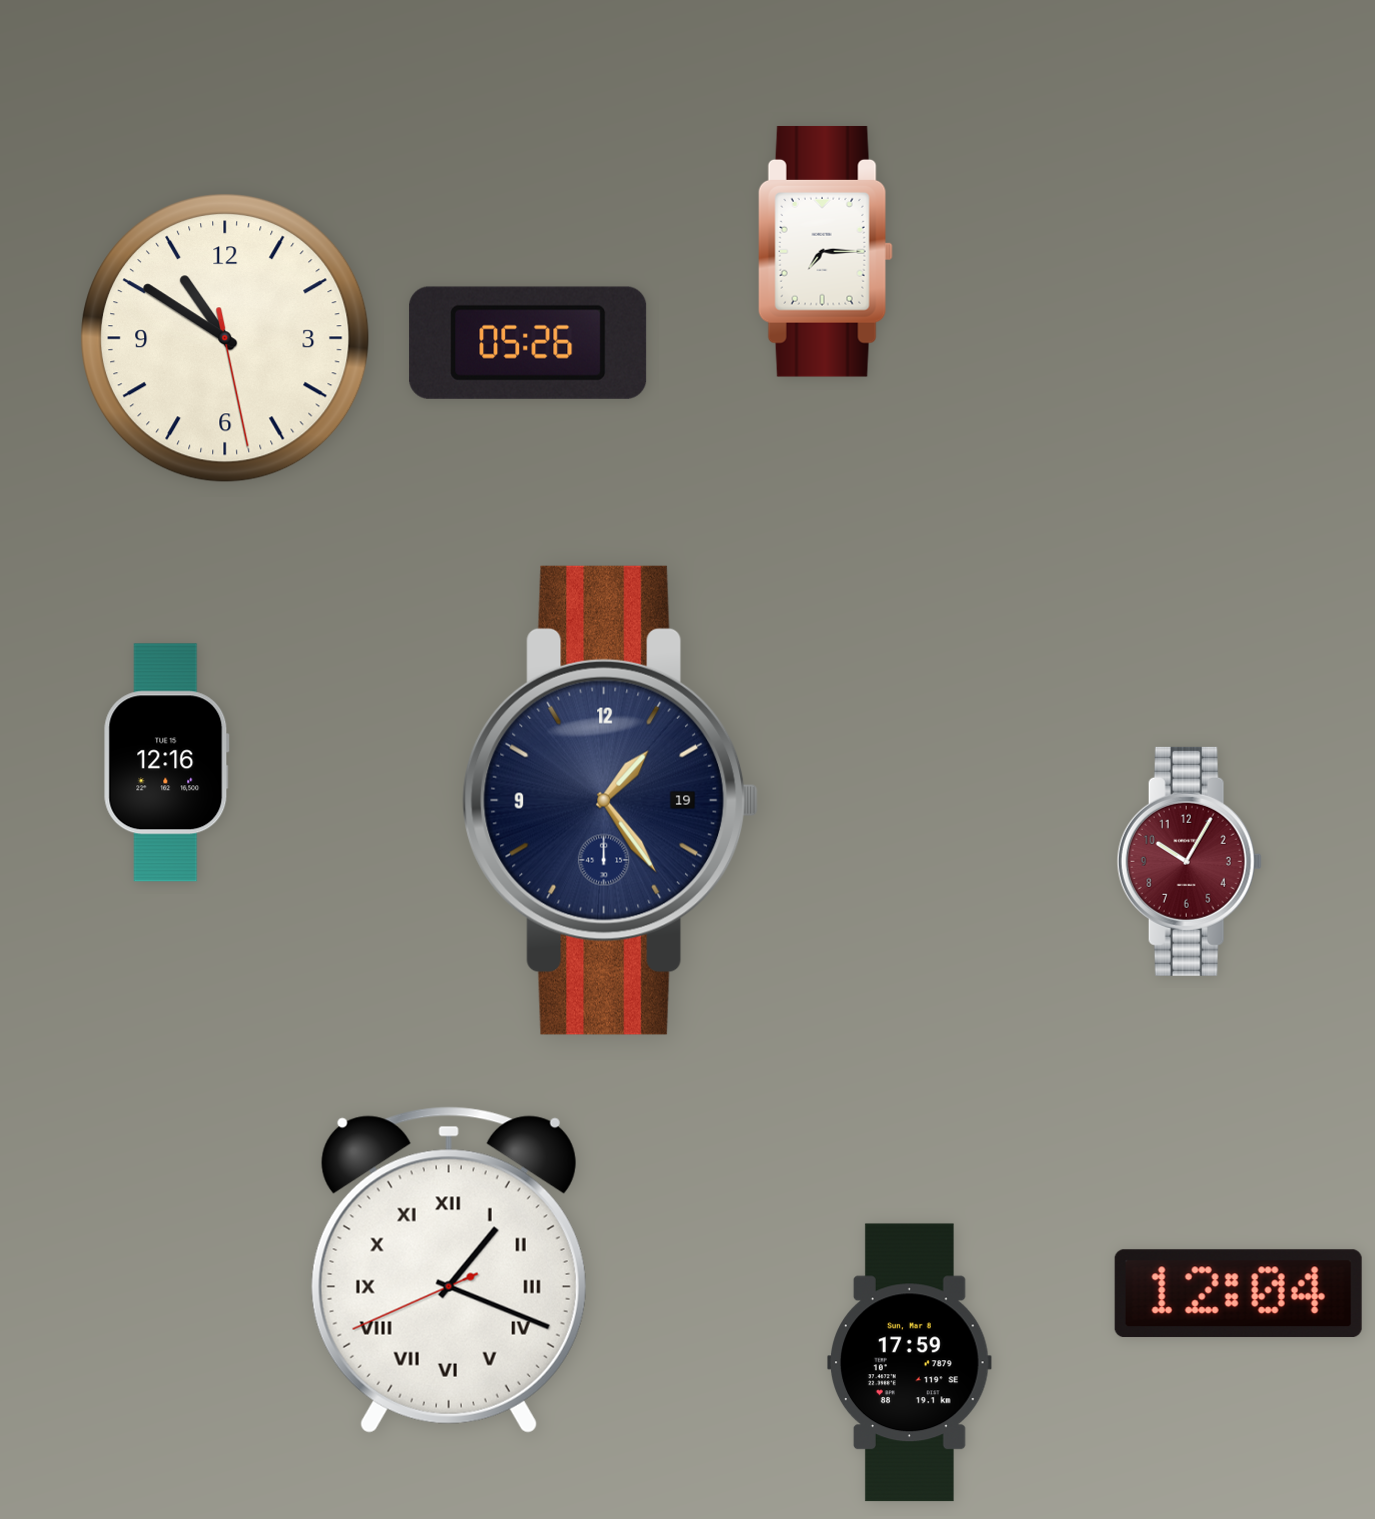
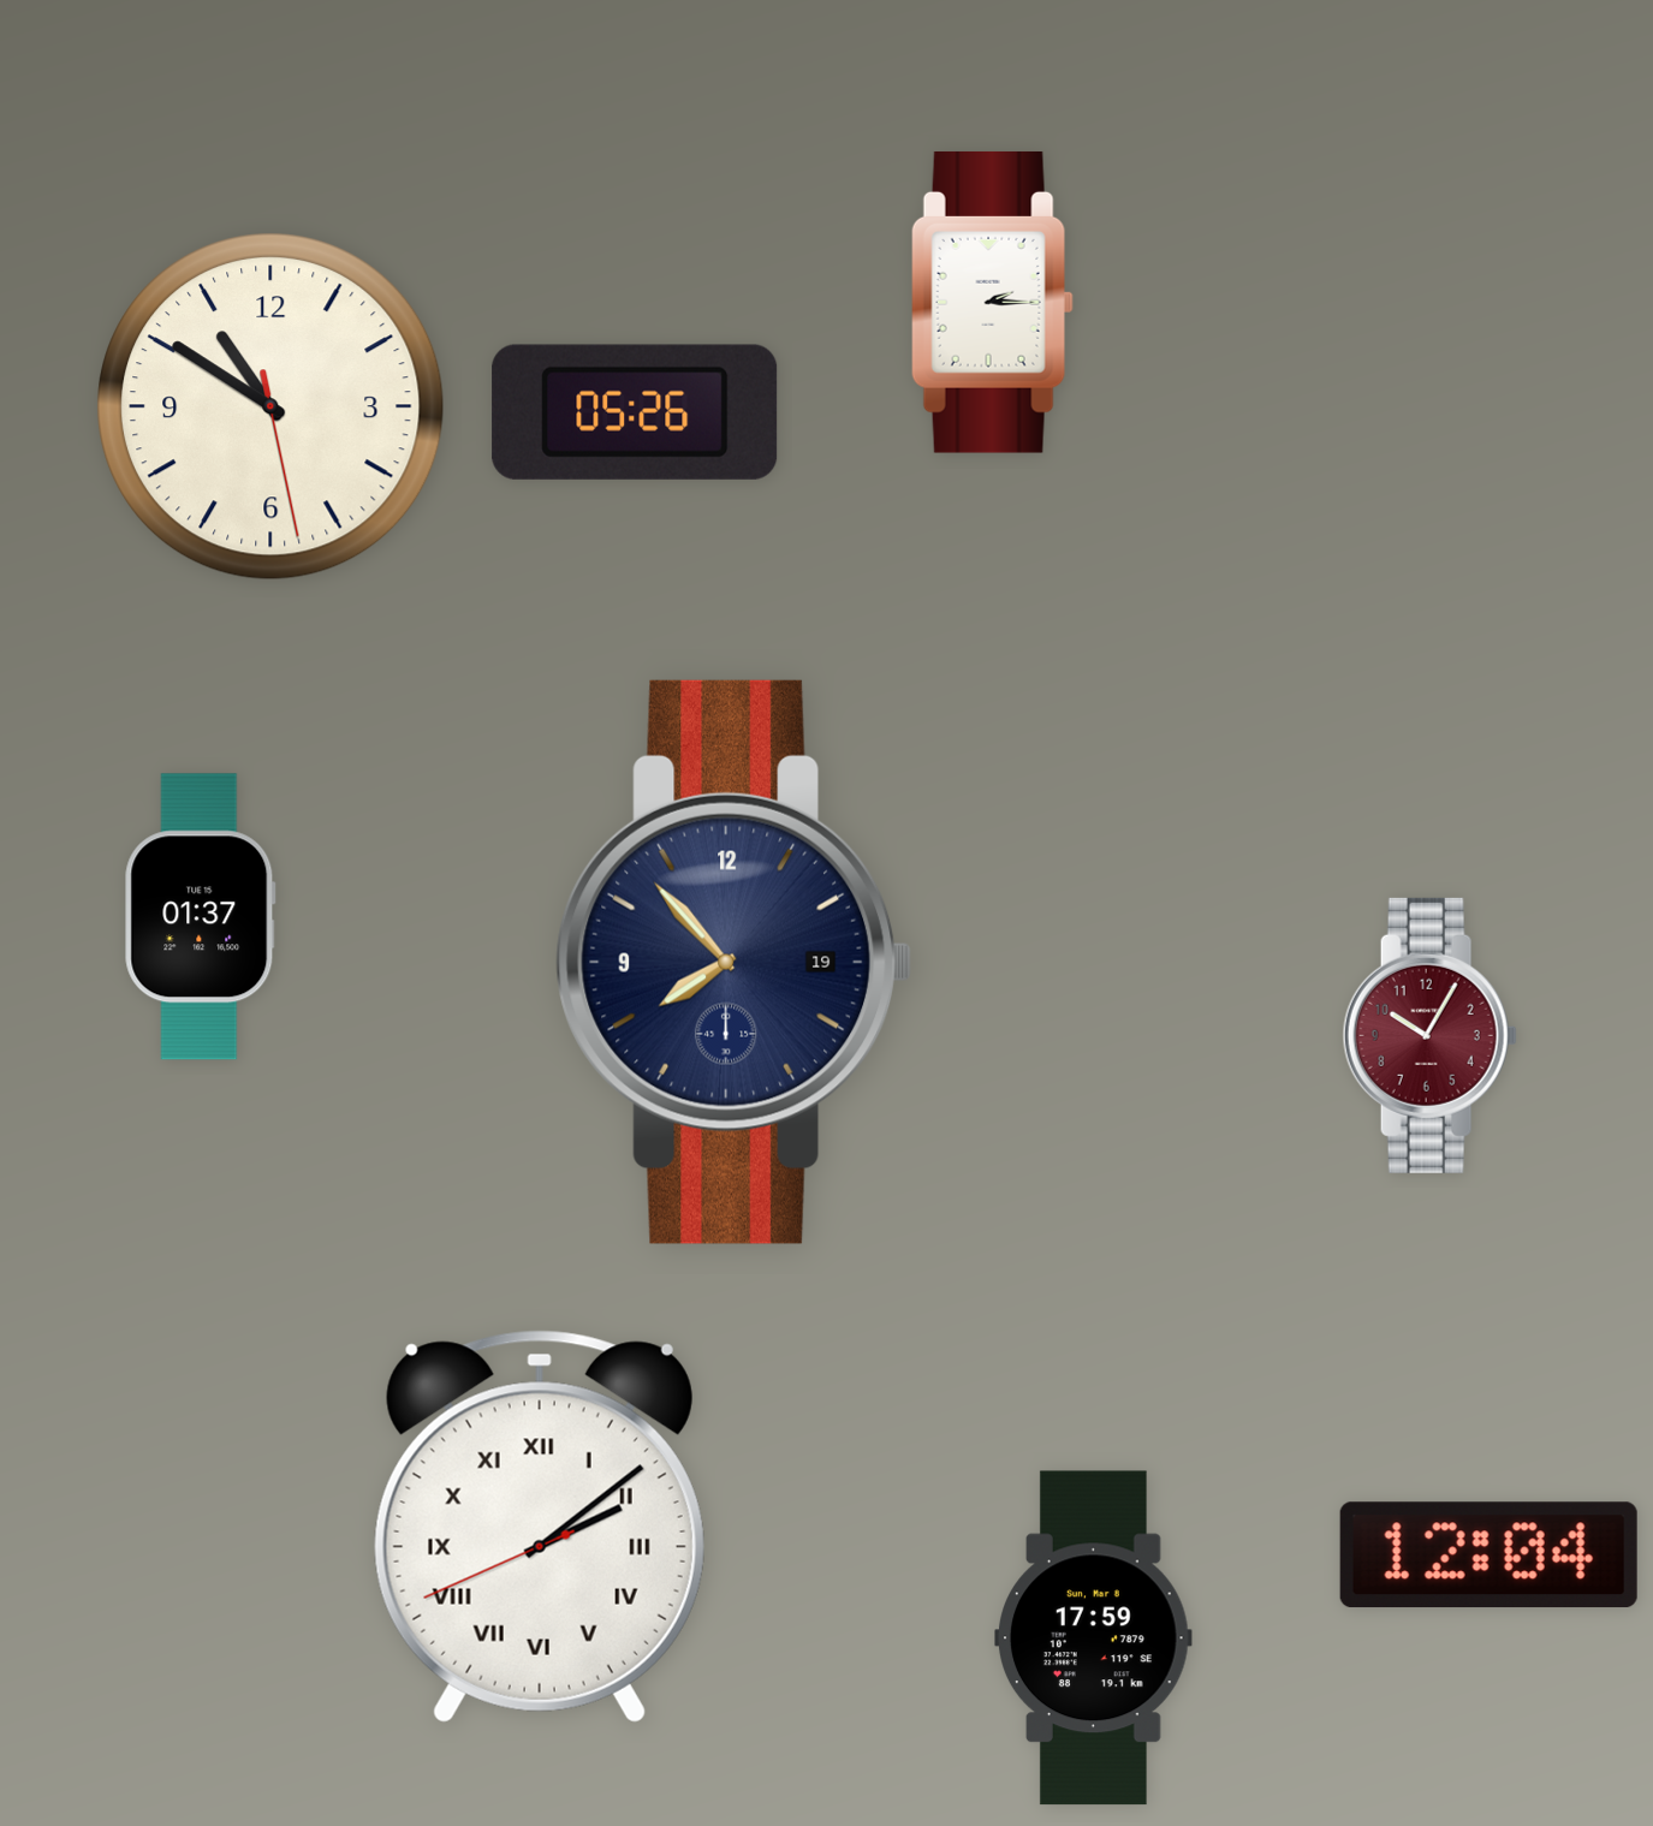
clock at (825, 251): 7:15 -> 2:15
clock at (166, 763): 12:16 -> 01:37
clock at (611, 800): 1:24 -> 7:53
clock at (449, 1270): 1:18 -> 2:08
